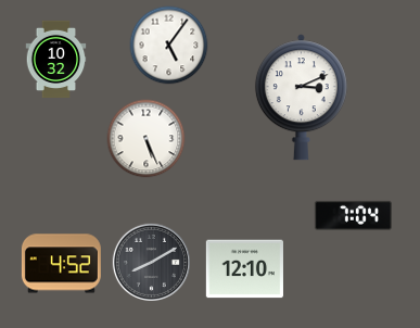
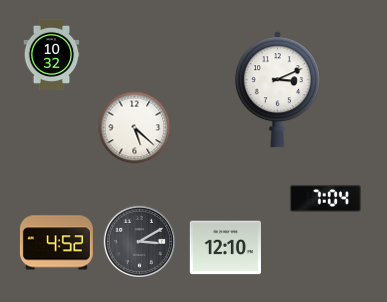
clock at (169, 46): 5:06 -> none
clock at (147, 139): 5:26 -> 5:22
clock at (151, 262): 8:10 -> 3:10
